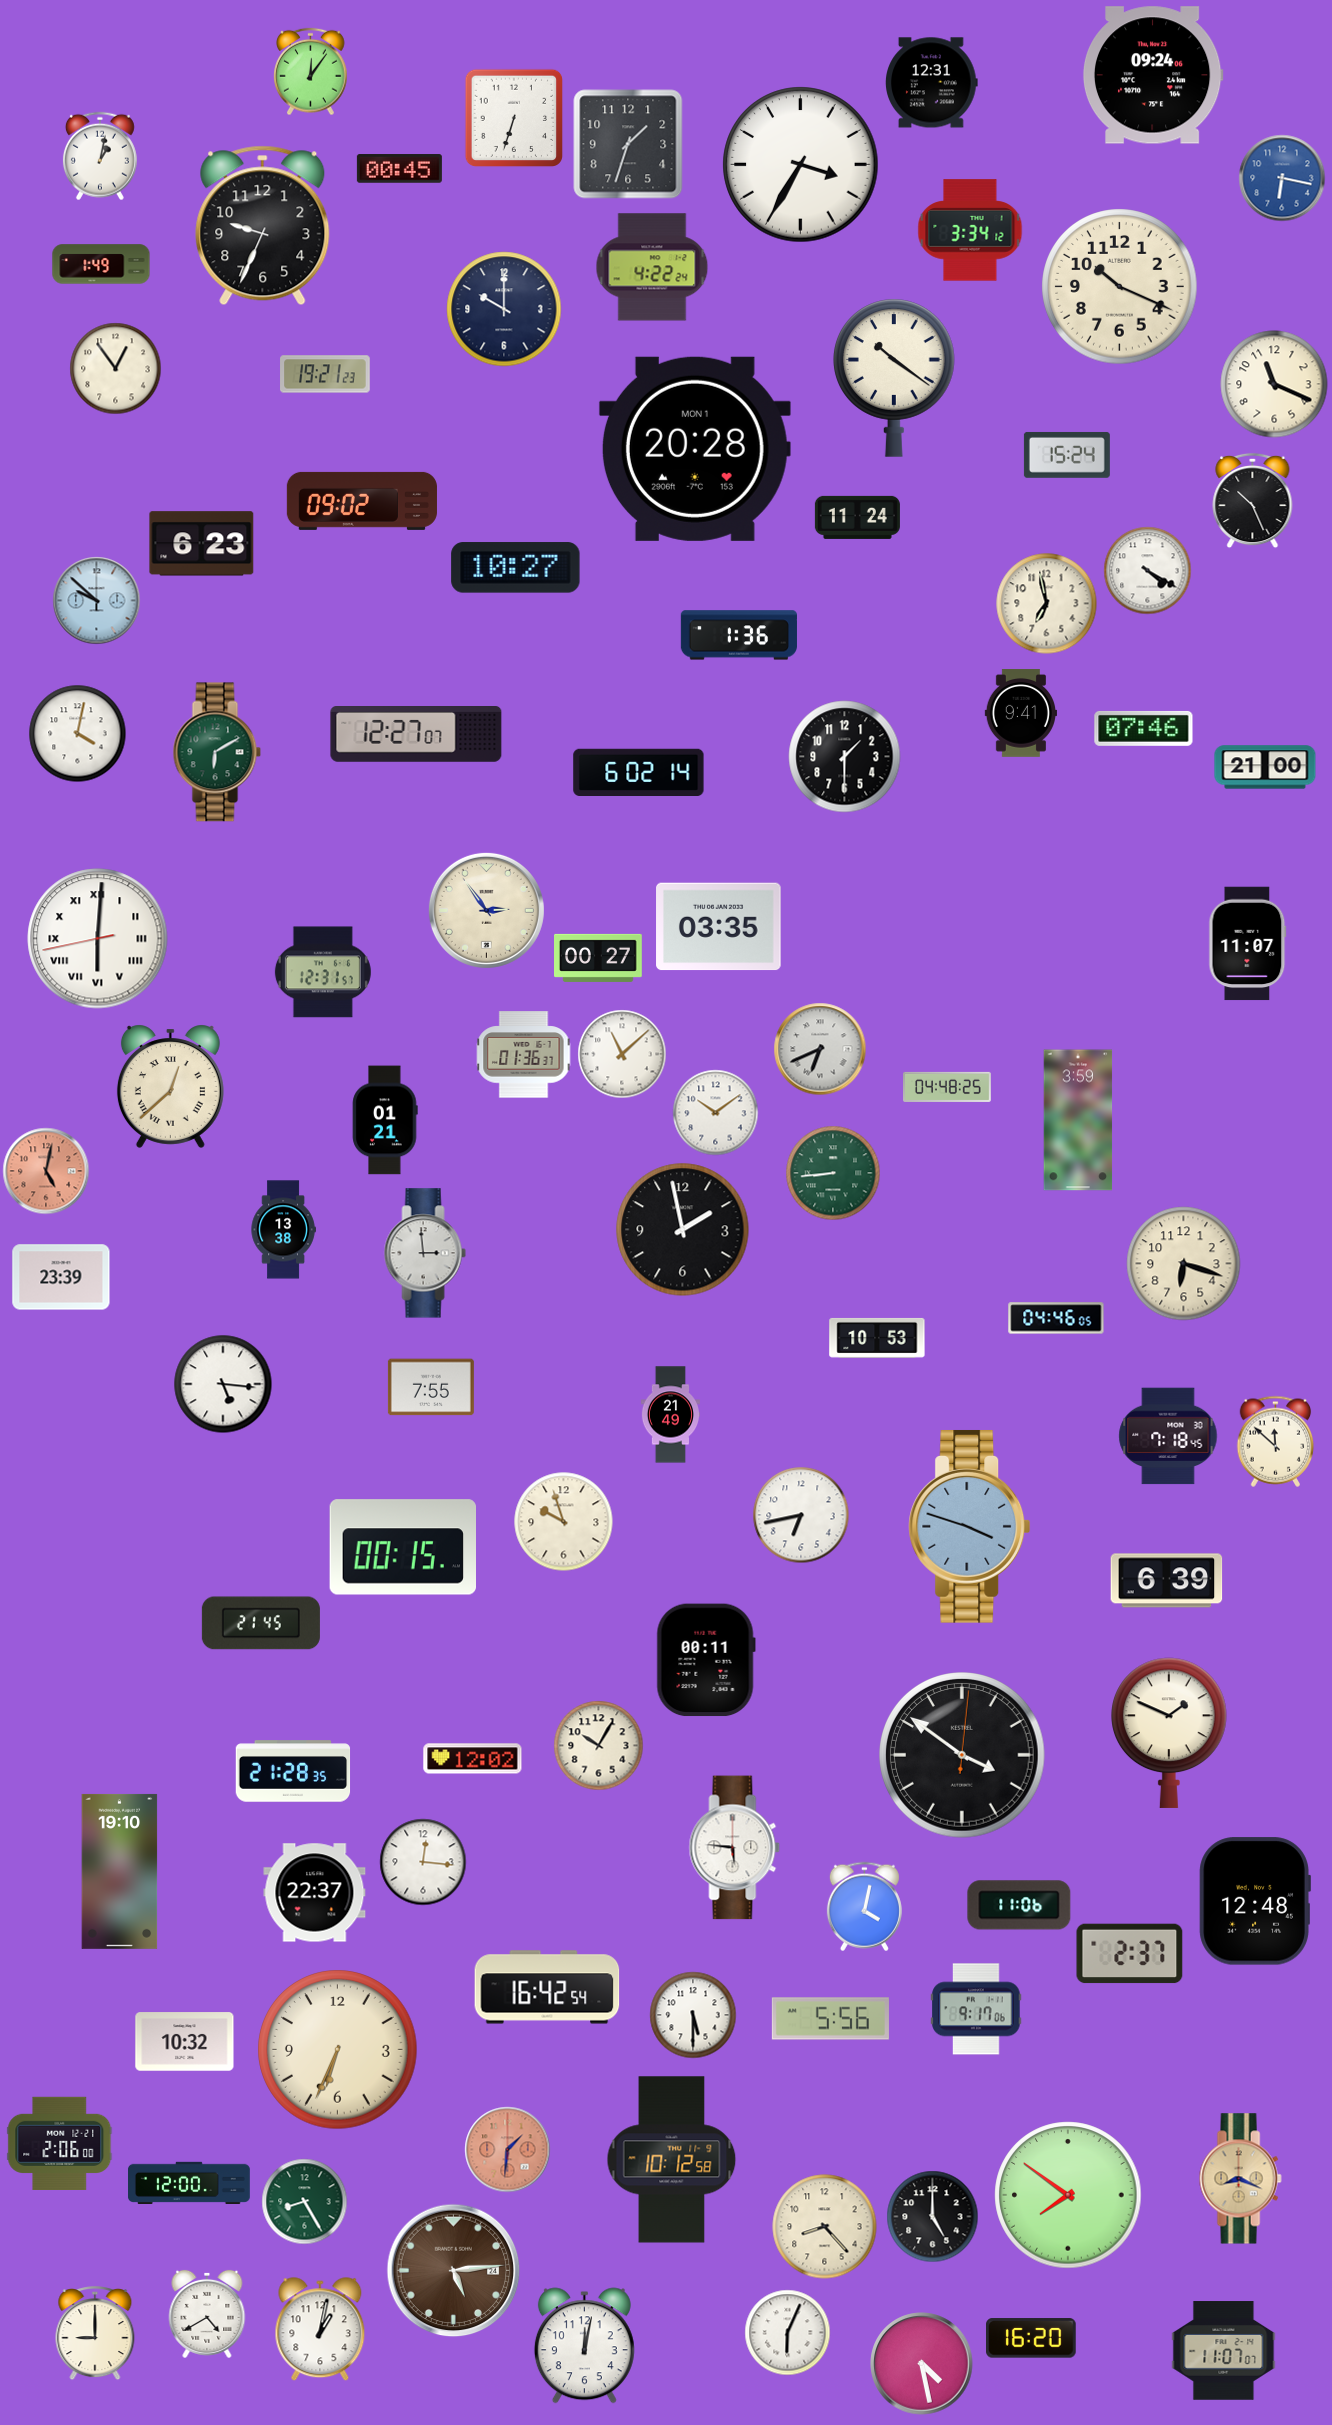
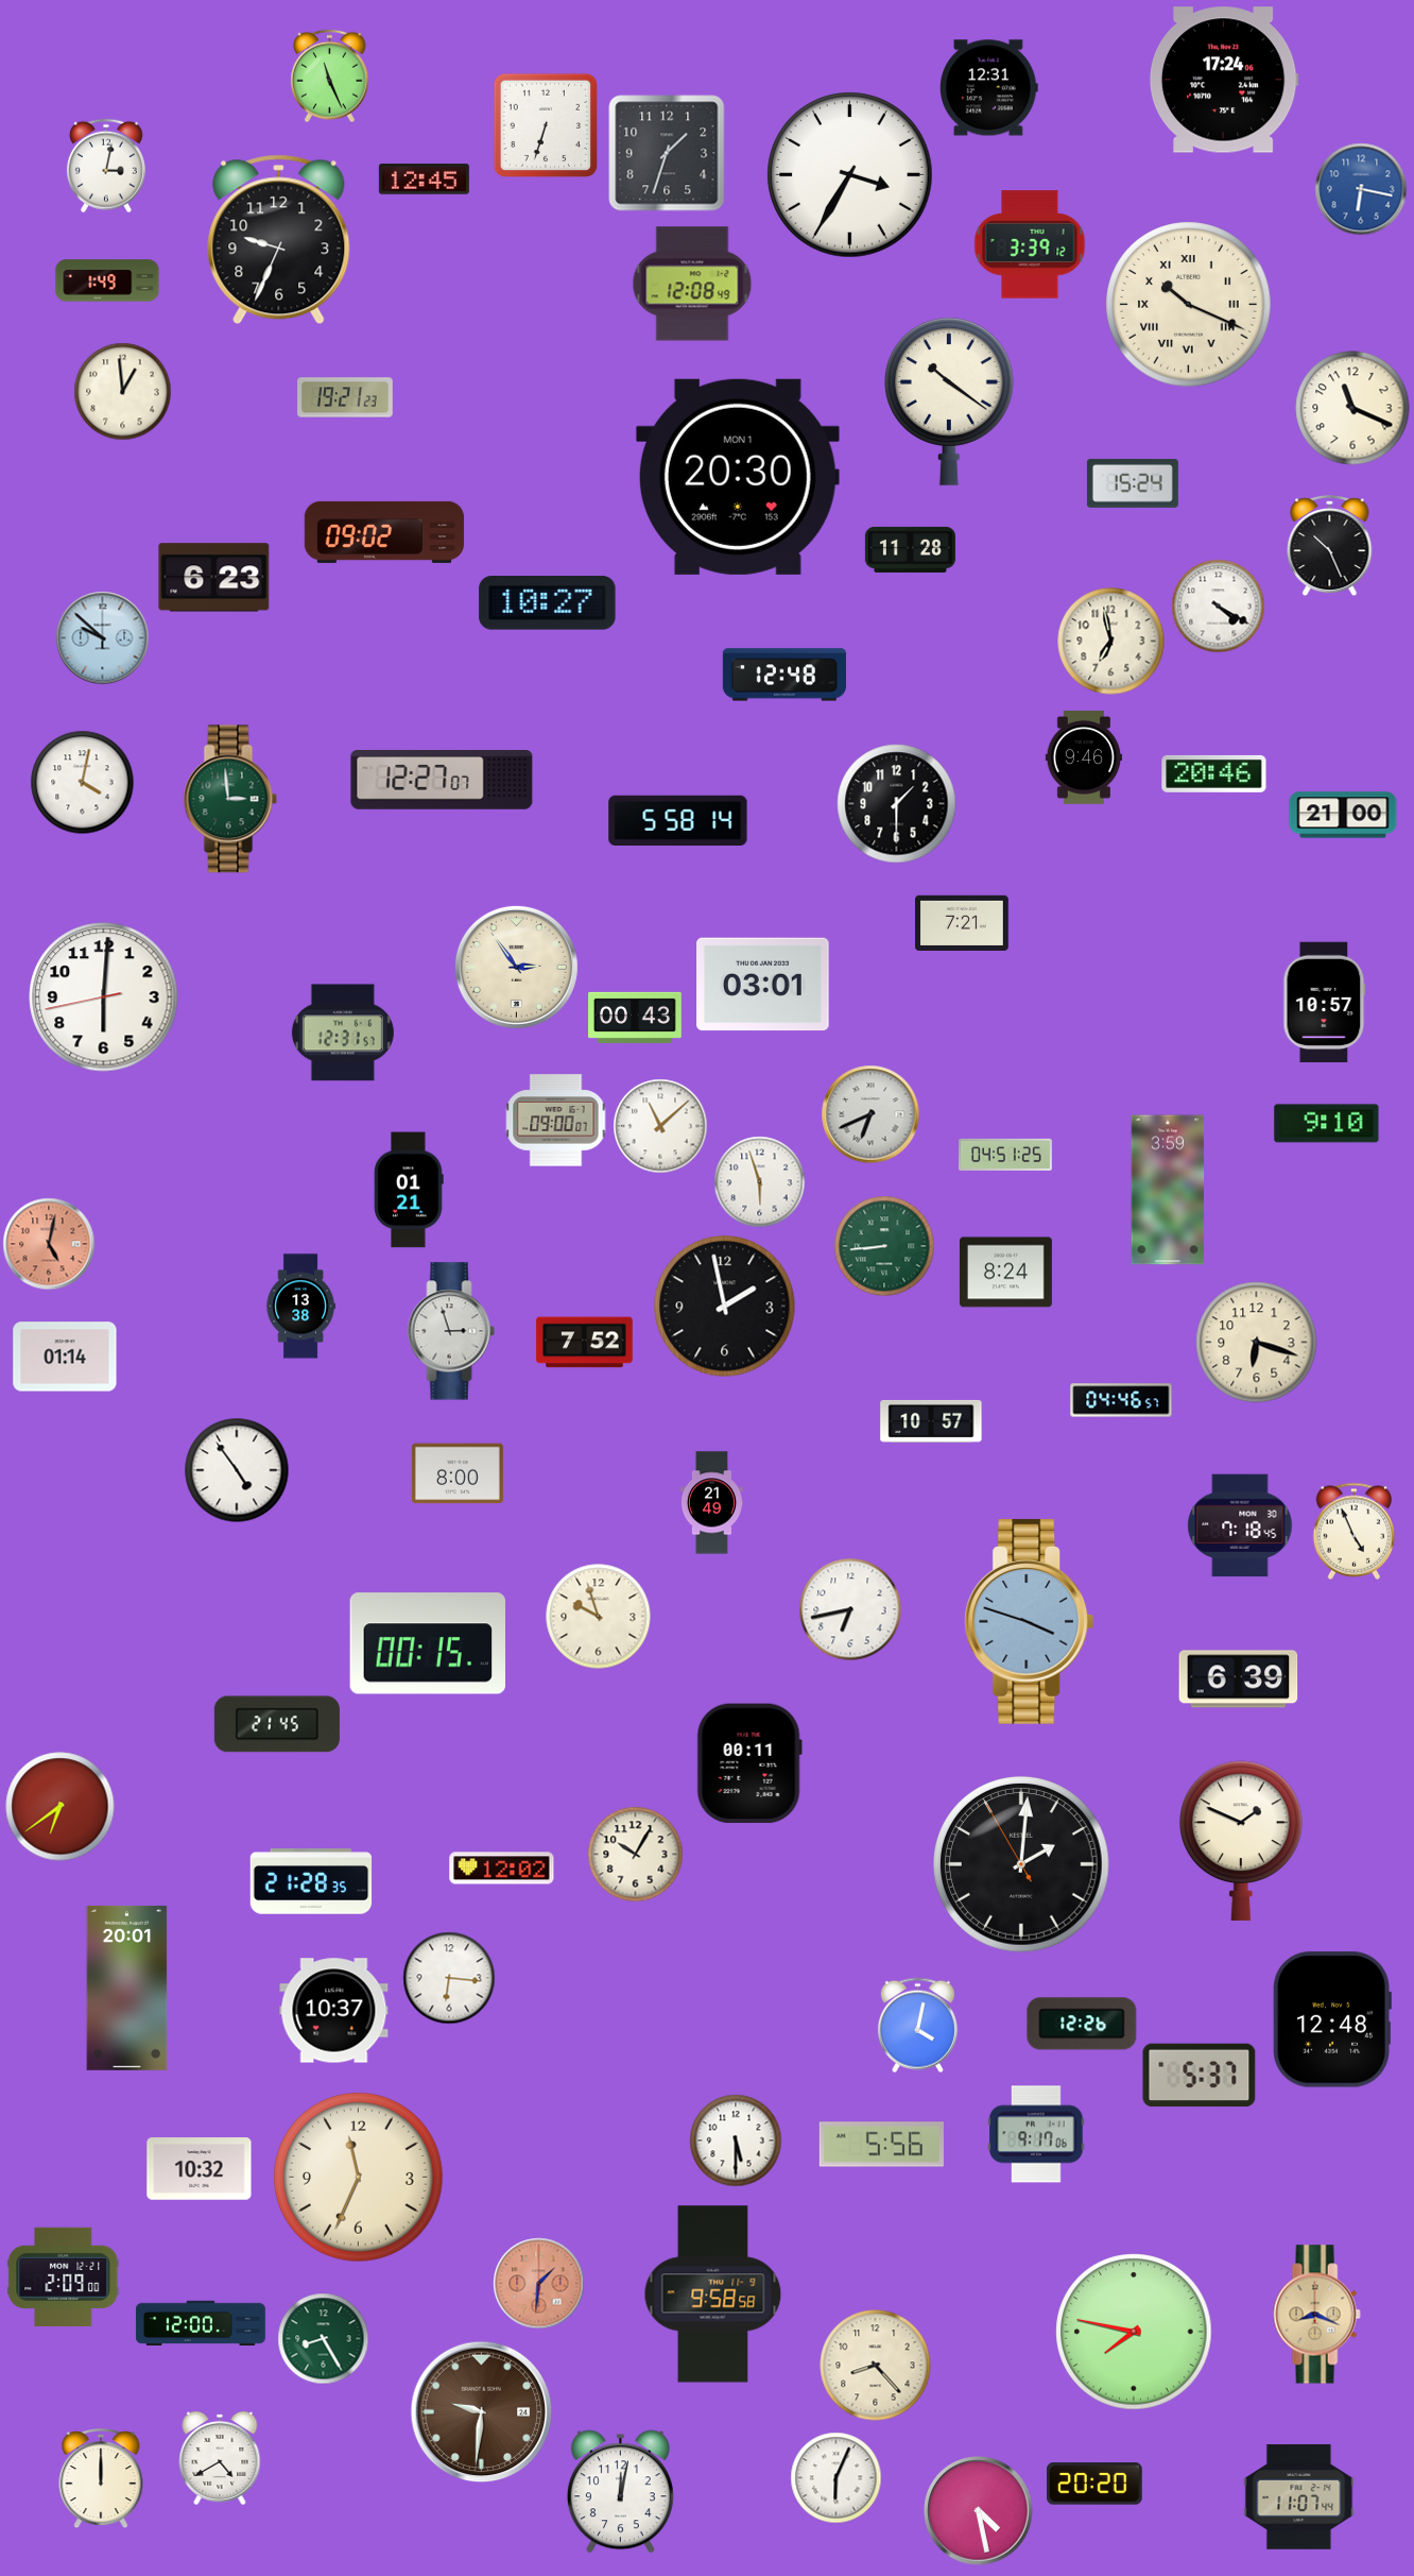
clock at (311, 72): 12:06 -> 11:26
clock at (1153, 75): 09:24 -> 17:24
clock at (100, 156): 1:02 -> 3:02
clock at (399, 169): 00:45 -> 12:45
clock at (970, 230): 3:34 -> 3:39
clock at (652, 267): 4:22 -> 12:08
clock at (1120, 287) numerals: Arabic -> Roman
clock at (504, 309): 10:00 -> none
clock at (116, 369): 12:54 -> 12:59
clock at (695, 449): 20:28 -> 20:30
clock at (1253, 501) position: (1253, 501) -> (1330, 546)
clock at (857, 517): 11:24 -> 11:28
clock at (739, 635): 1:36 -> 12:48
clock at (1020, 714): 9:41 -> 9:46
clock at (1144, 728): 07:46 -> 20:46
clock at (78, 734) position: (78, 734) -> (83, 783)
clock at (217, 752): 6:10 -> 2:59
clock at (639, 773): 6:02 -> 5:58
clock at (963, 923): none -> 7:21
clock at (719, 927): 03:35 -> 03:01
clock at (98, 939) numerals: Roman -> Arabic
clock at (1248, 944): 11:07 -> 10:57
clock at (599, 958): 00:27 -> 00:43
clock at (622, 1054) position: (622, 1054) -> (660, 1126)
clock at (524, 1055): 01:36 -> 09:00
clock at (1327, 1124): none -> 9:10
clock at (170, 1086): 12:38 -> none
clock at (948, 1087): 04:48 -> 04:51
clock at (716, 1113): 10:09 -> 5:57
clock at (1078, 1120) position: (1078, 1120) -> (1168, 1190)
clock at (1005, 1273): none -> 8:24
clock at (425, 1253): 2:59 -> 2:57
clock at (585, 1343): none -> 7:52
clock at (61, 1277): 23:39 -> 01:14
clock at (1056, 1318): 04:46:05 -> 04:46:57
clock at (877, 1338): 10:53 -> 10:57
clock at (223, 1384): 5:16 -> 4:54
clock at (431, 1387): 7:55 -> 8:00
clock at (1276, 1441): 11:52 -> 4:56
clock at (61, 1807): none -> 6:39
clock at (962, 1755): 3:51 -> 2:00
clock at (735, 1848): 5:46 -> none
clock at (423, 1862): 12:16 -> 6:16
clock at (120, 1871): 19:10 -> 20:01
clock at (315, 1893): 22:37 -> 10:37
clock at (1019, 1905): 11:06 -> 12:26
clock at (1130, 1954): 2:37 -> 5:37
clock at (547, 1987): 16:42 -> none
clock at (185, 2042) position: (185, 2042) -> (200, 2169)
clock at (338, 2050): 6:34 -> 11:34
clock at (60, 2143): 2:06 -> 2:09
clock at (672, 2160): 10:12 -> 9:58
clock at (190, 2182) position: (190, 2182) -> (202, 2322)
clock at (1068, 2195): 7:51 -> 7:47
clock at (933, 2217): 5:00 -> none
clock at (454, 2271): 5:14 -> 9:31
clock at (320, 2330): 1:02 -> none
clock at (95, 2334): 9:00 -> 12:00
clock at (1032, 2338): 16:20 -> 20:20
clock at (1224, 2351): 11:07:07 -> 11:07:44
